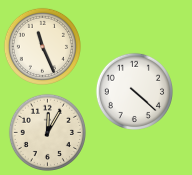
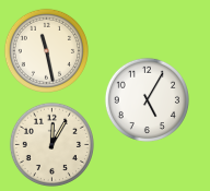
clock at (42, 46): 11:26 -> 11:28
clock at (134, 91): 4:22 -> 5:05
